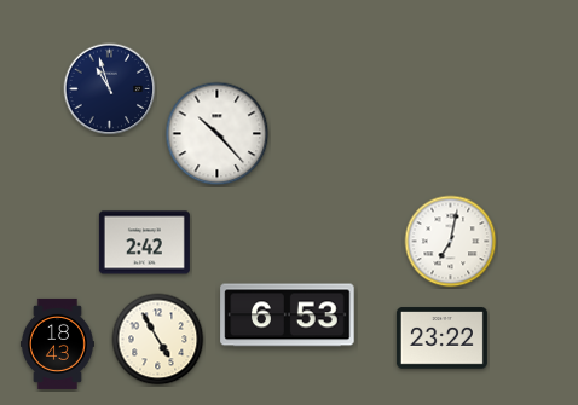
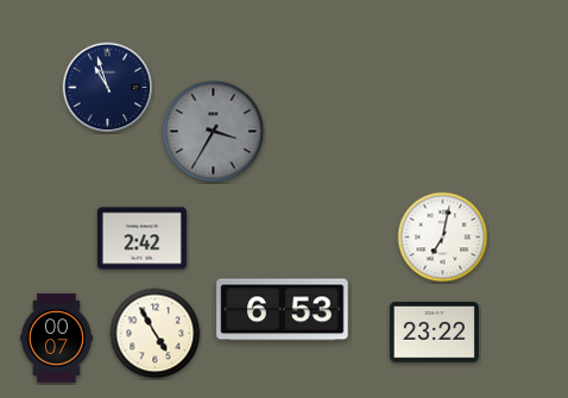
clock at (218, 134): 10:23 -> 3:35
clock at (218, 134) dial: white -> grey
clock at (57, 343): 18:43 -> 00:07
